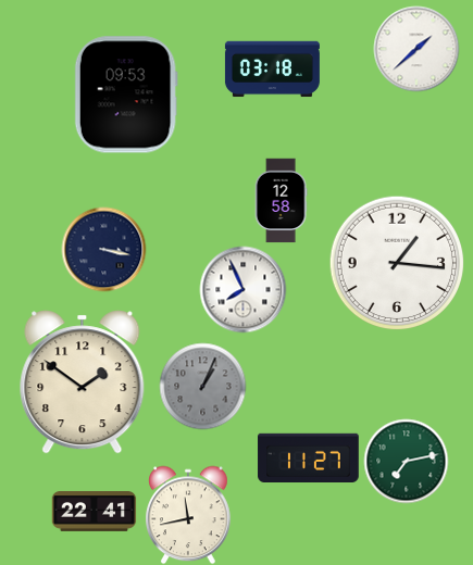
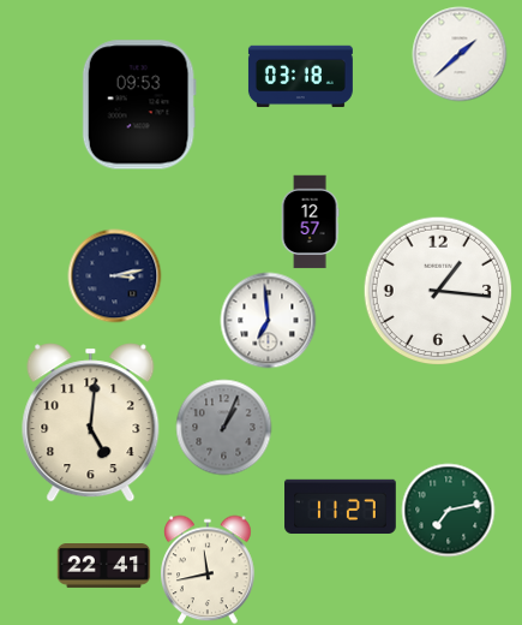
clock at (281, 200): 12:58 -> 12:57
clock at (103, 249): 3:17 -> 3:13
clock at (242, 289): 7:56 -> 6:59
clock at (83, 382): 1:51 -> 5:01
